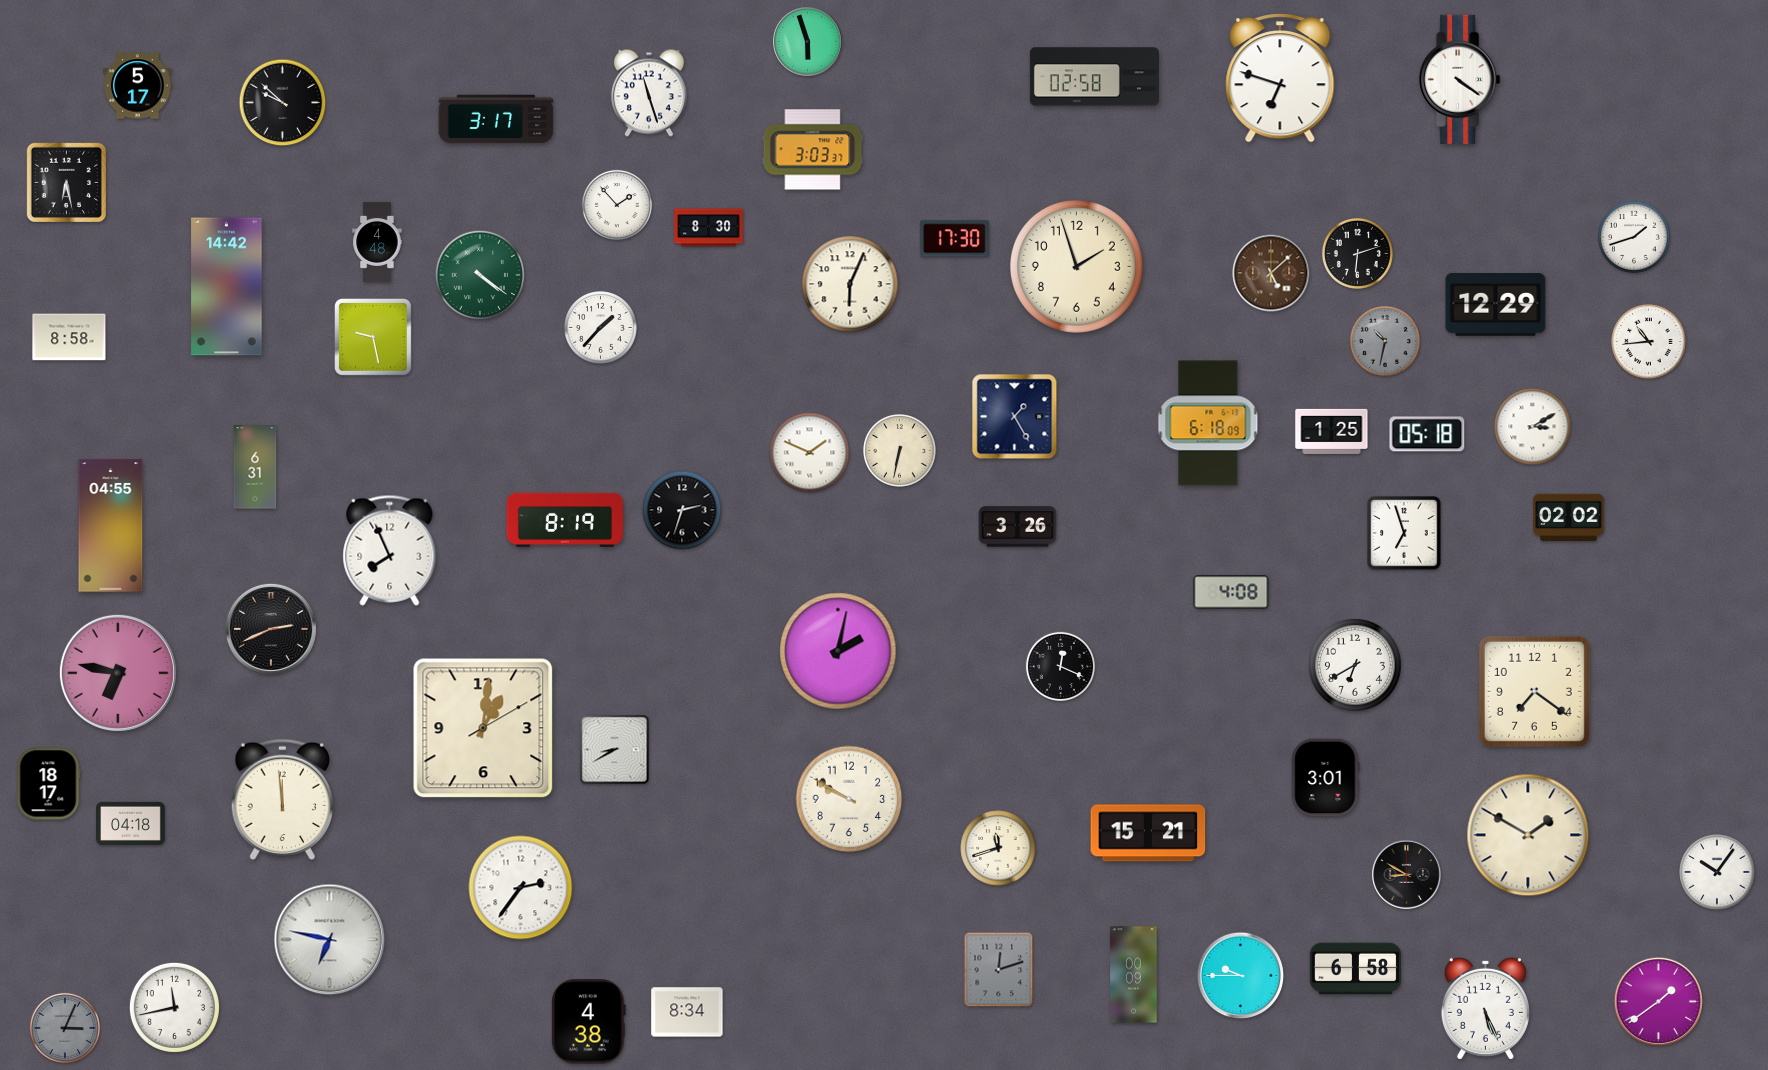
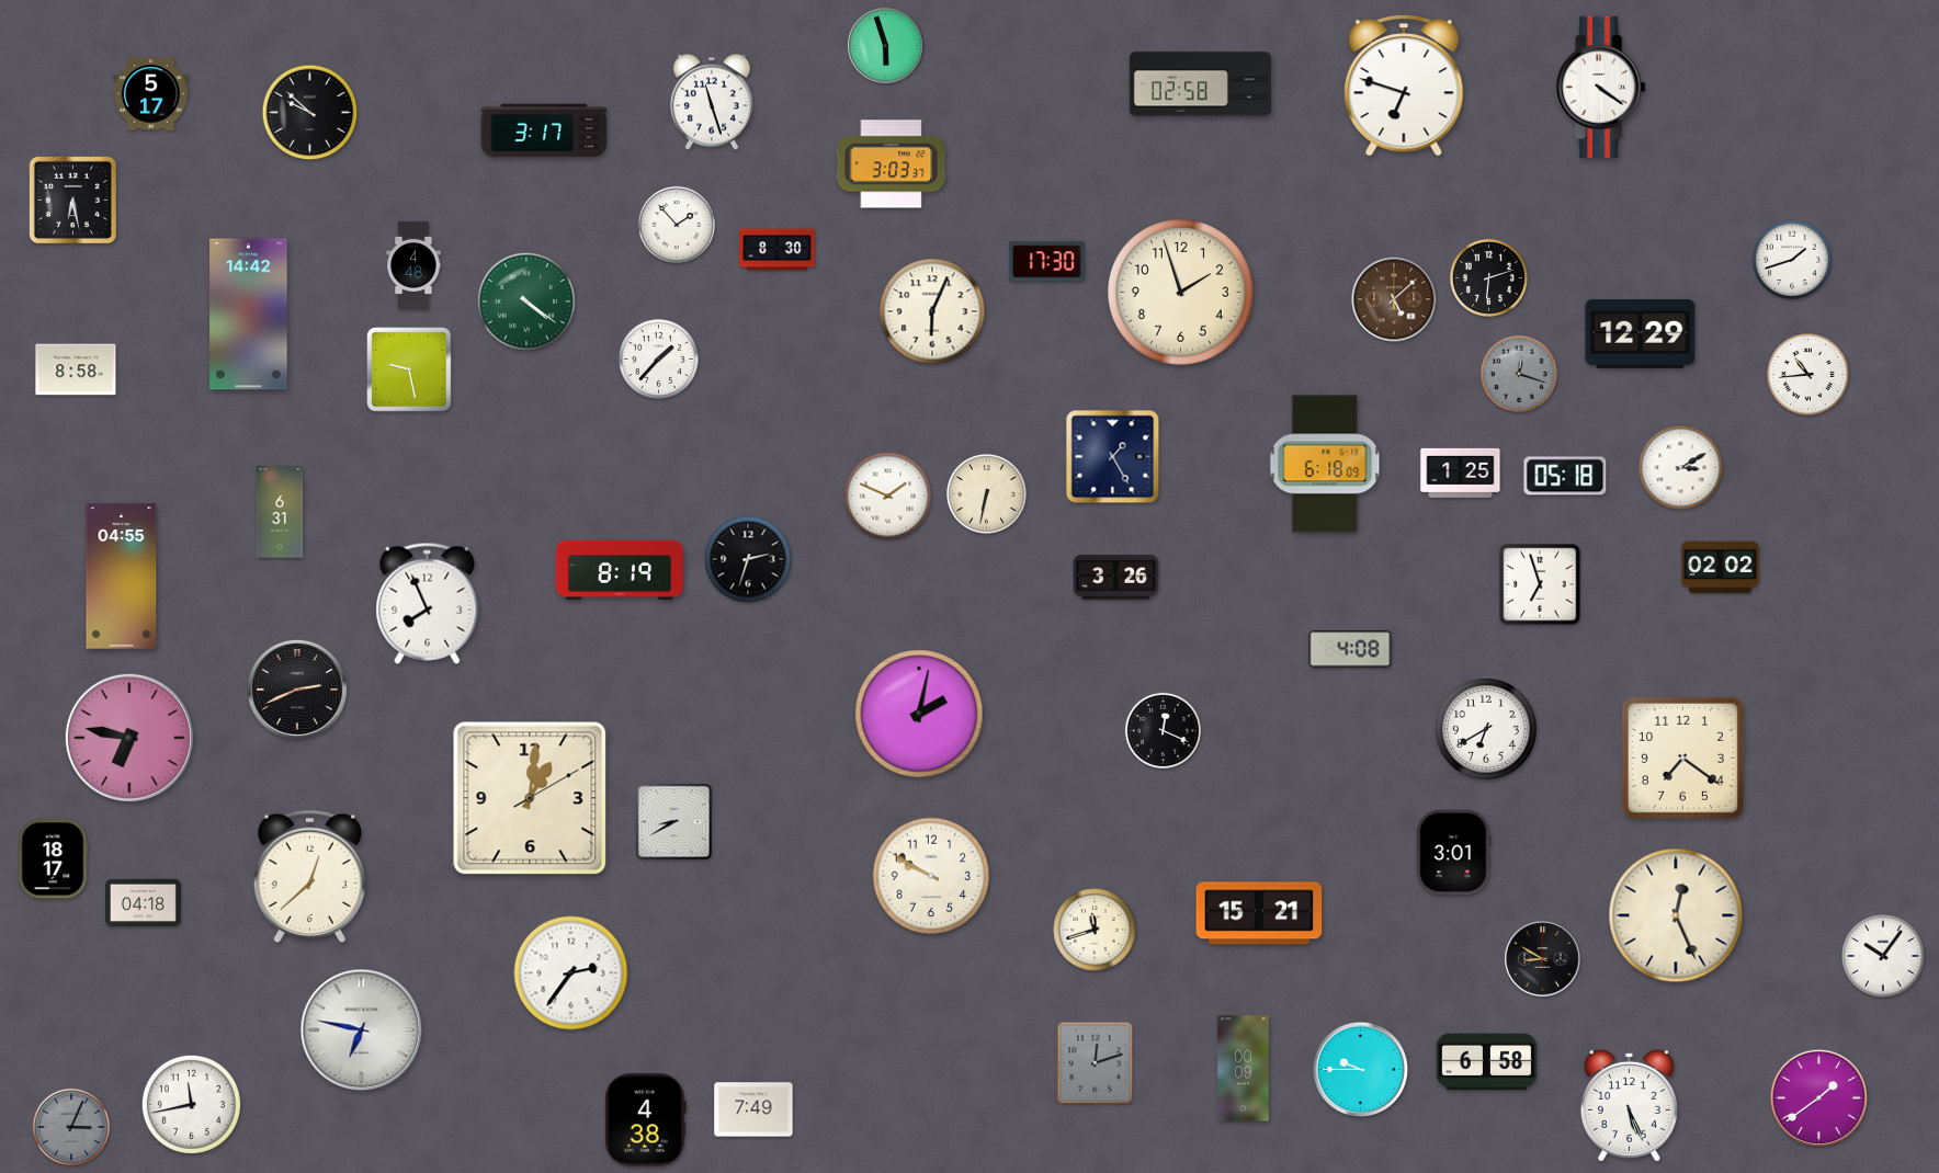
clock at (1385, 341): 10:32 -> 12:18
clock at (282, 800): 11:59 -> 12:38
clock at (1528, 835): 1:50 -> 12:26
clock at (687, 1012): 8:34 -> 7:49
